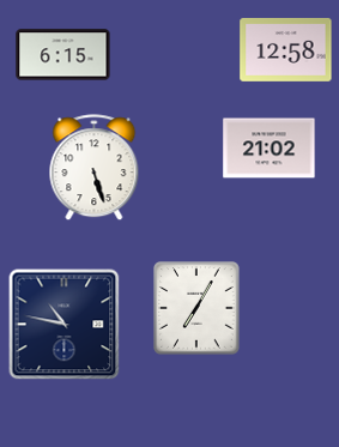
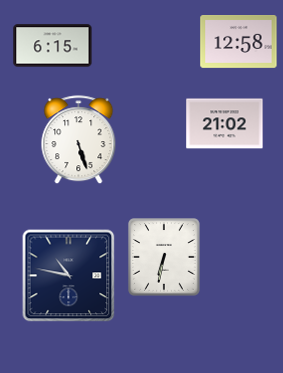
clock at (196, 308): 7:05 -> 6:32
clock at (63, 324) position: (63, 324) -> (68, 275)
